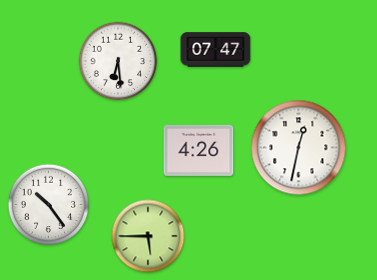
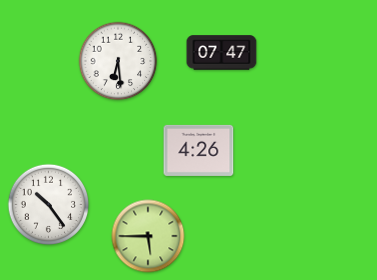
clock at (216, 50) position: (216, 50) -> (222, 53)
clock at (299, 148): 12:32 -> none
